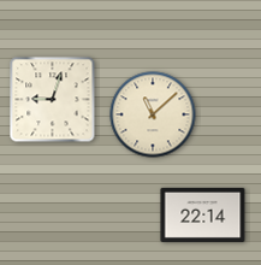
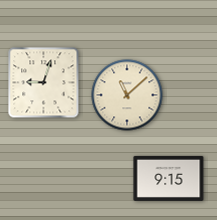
clock at (203, 214): 22:14 -> 9:15
